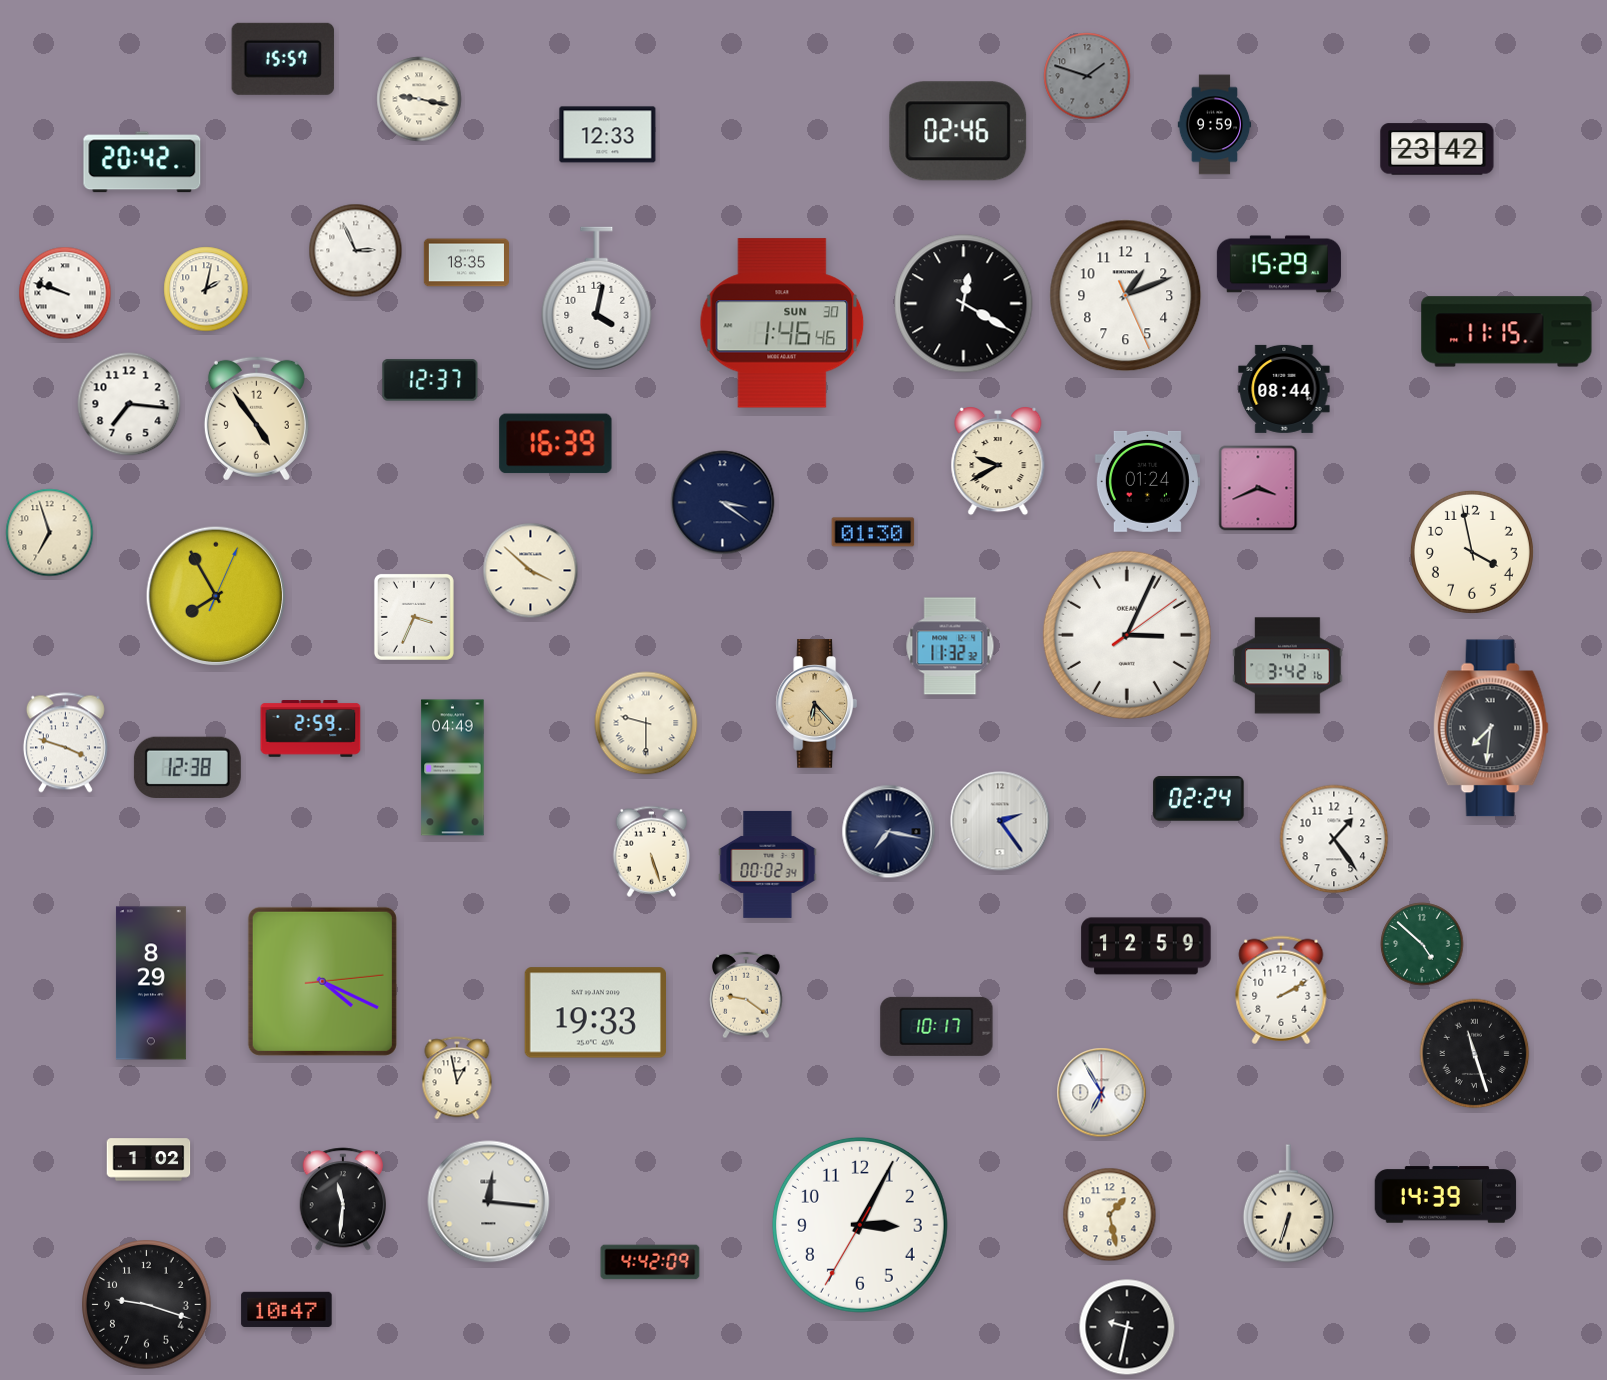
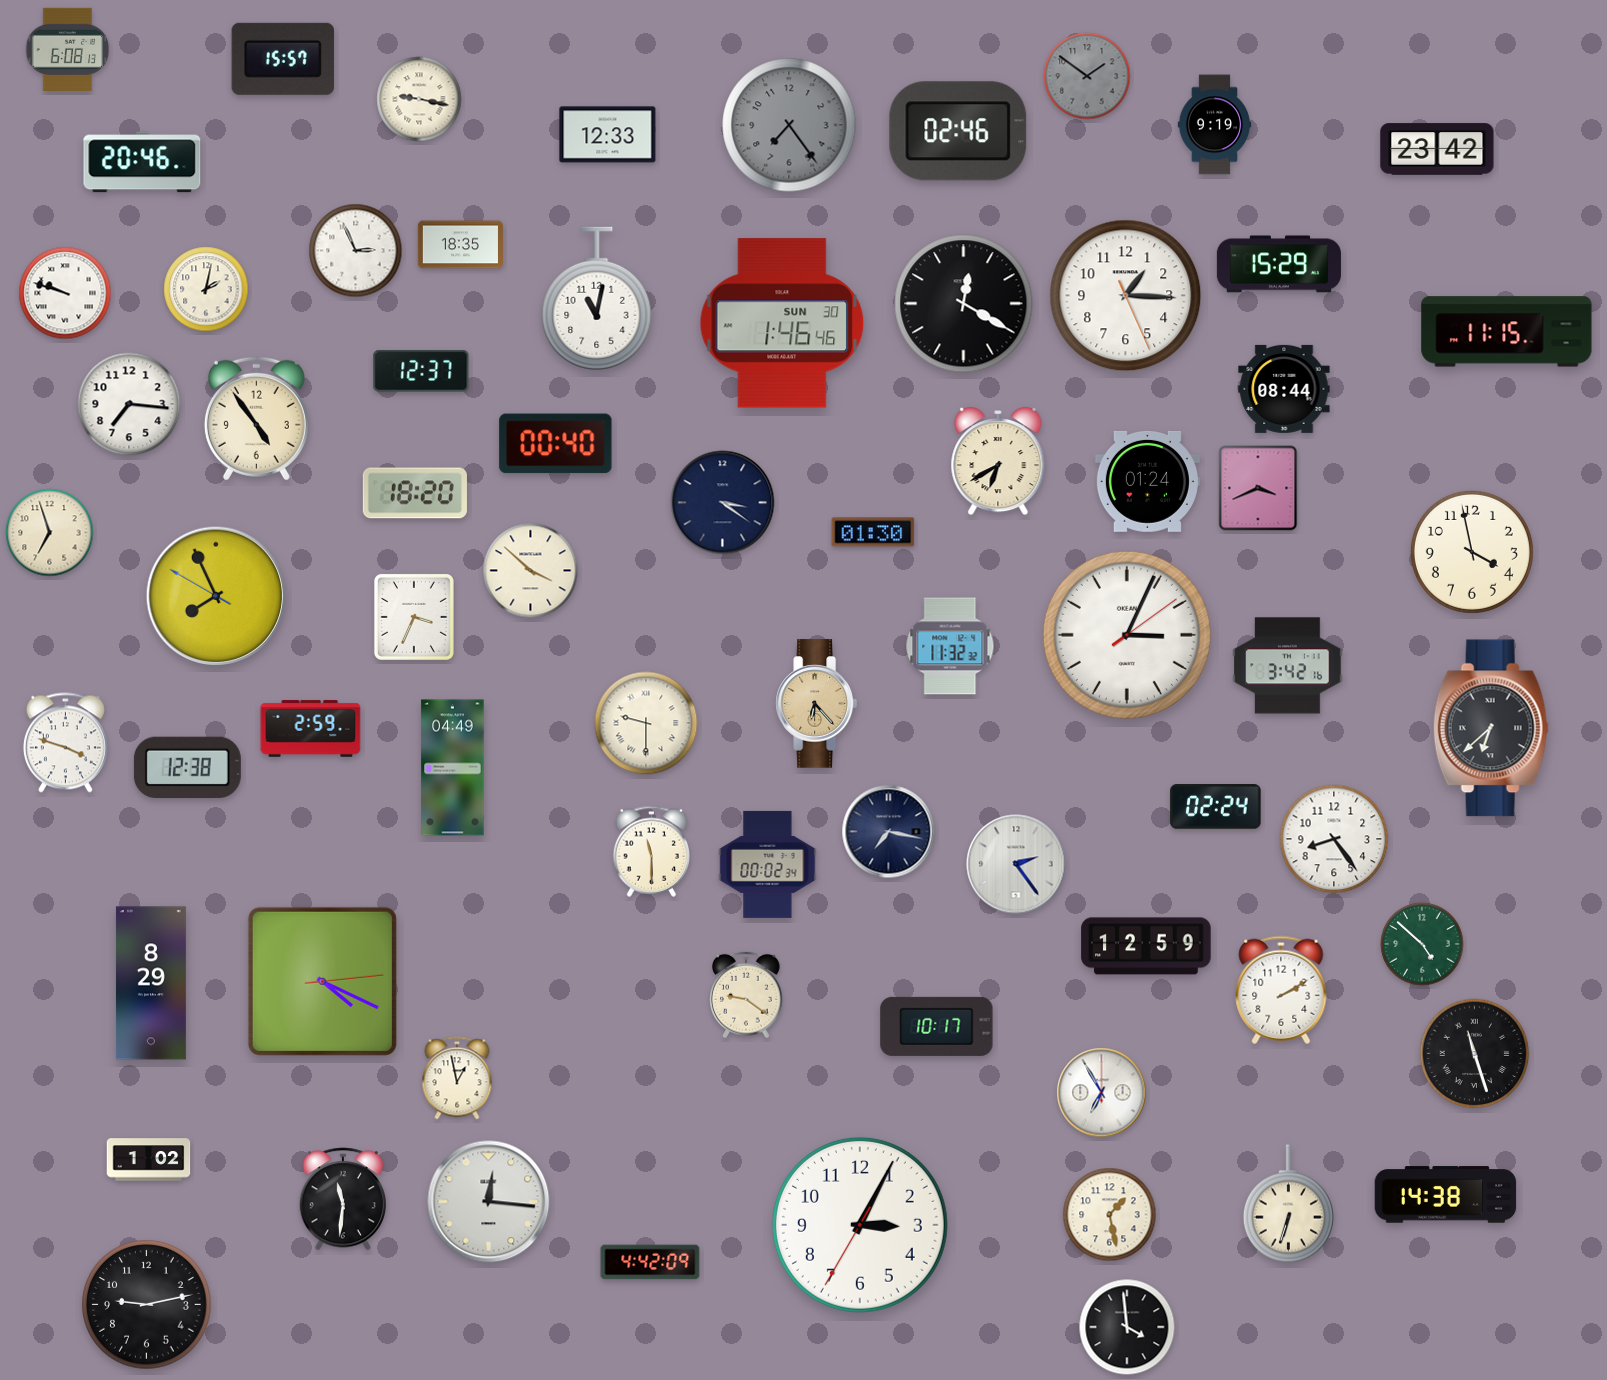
clock at (68, 49): none -> 6:08
clock at (1087, 76): 1:48 -> 1:51
clock at (789, 125): none -> 7:24
clock at (1215, 125): 9:59 -> 9:19
clock at (142, 162): 20:42 -> 20:46
clock at (466, 263) position: (466, 263) -> (460, 245)
clock at (1126, 296): 1:11 -> 1:15
clock at (597, 299): 4:02 -> 11:02
clock at (430, 380) position: (430, 380) -> (421, 371)
clock at (556, 444): 16:39 -> 00:40
clock at (998, 461): 9:40 -> 6:40
clock at (415, 493): none -> 18:20
clock at (216, 596): 7:55:04 -> 7:55:50
clock at (1491, 728): 7:31 -> 6:38
clock at (1199, 799) position: (1199, 799) -> (1216, 807)
clock at (1000, 821) position: (1000, 821) -> (1016, 864)
clock at (1334, 839): 1:24 -> 8:24
clock at (652, 851): 5:27 -> 11:30
clock at (595, 1013): 19:33 -> none
clock at (1446, 1195): 14:39 -> 14:38
clock at (147, 1305): 9:18 -> 9:13
clock at (287, 1309): 10:47 -> none
clock at (1127, 1327): 9:32 -> 3:59
